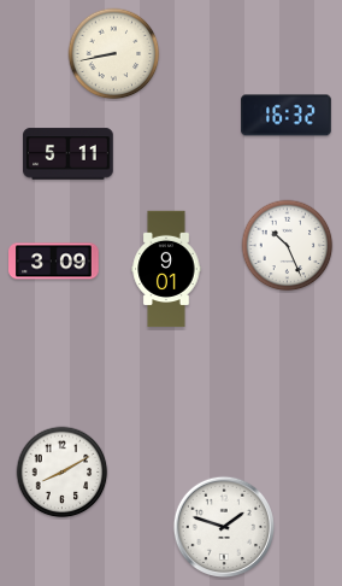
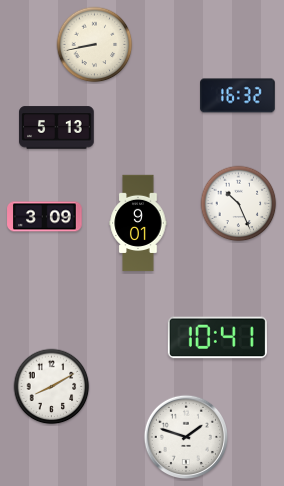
clock at (69, 154): 5:11 -> 5:13
clock at (217, 338): none -> 10:41
clock at (63, 473) position: (63, 473) -> (52, 387)
